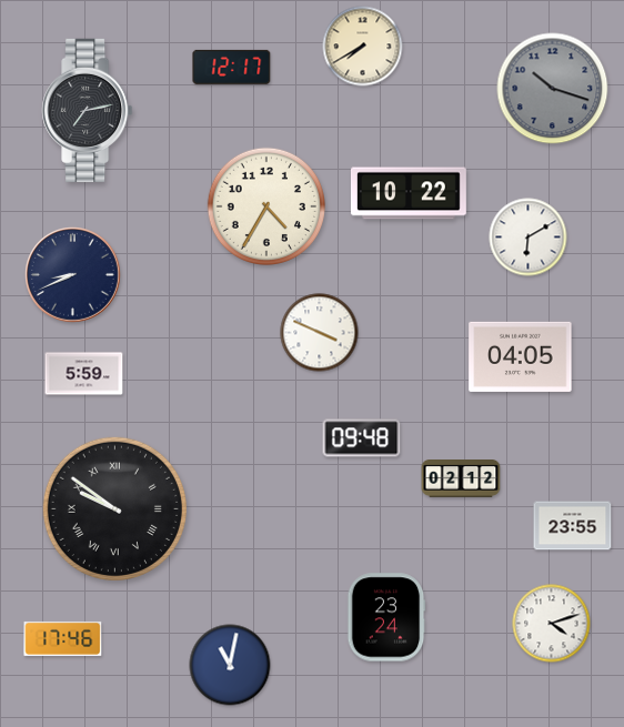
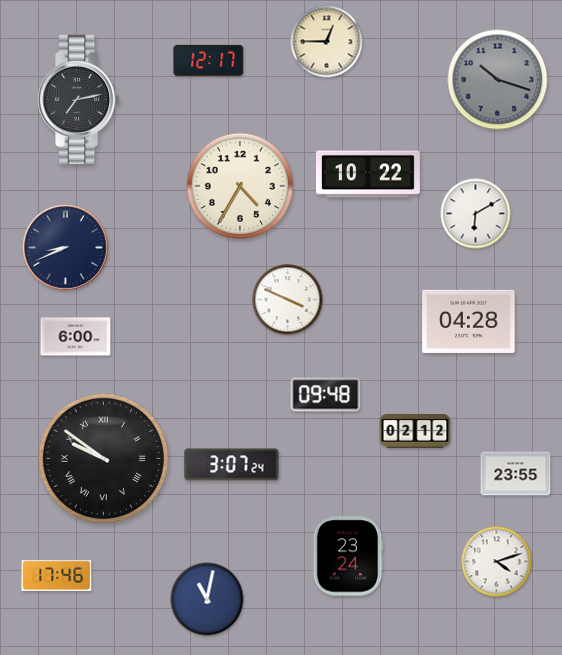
clock at (363, 47): 7:40 -> 12:45
clock at (521, 356): 04:05 -> 04:28
clock at (84, 374): 5:59 -> 6:00
clock at (232, 465): none -> 3:07
